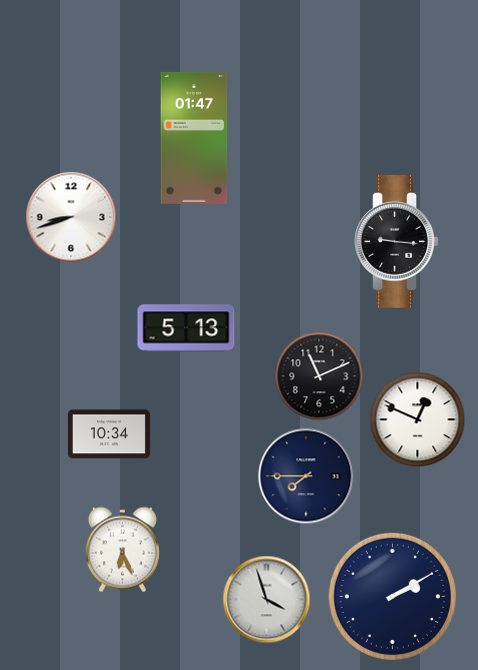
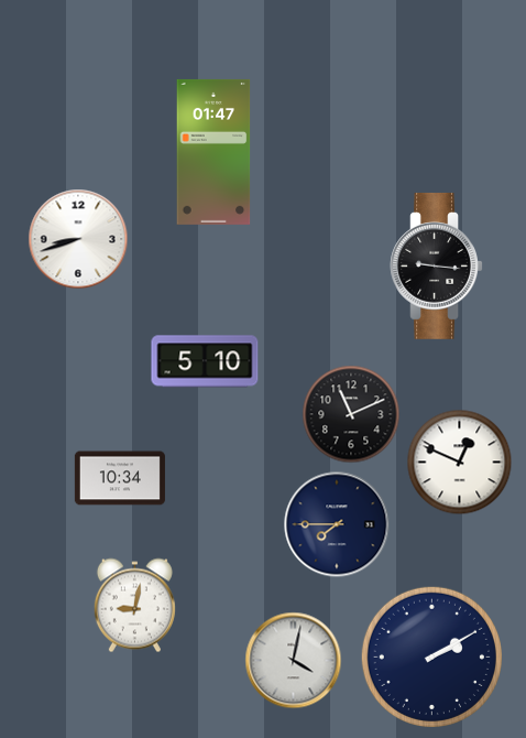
clock at (186, 328): 5:13 -> 5:10
clock at (122, 550): 6:26 -> 9:02
clock at (267, 600): 3:57 -> 4:02
